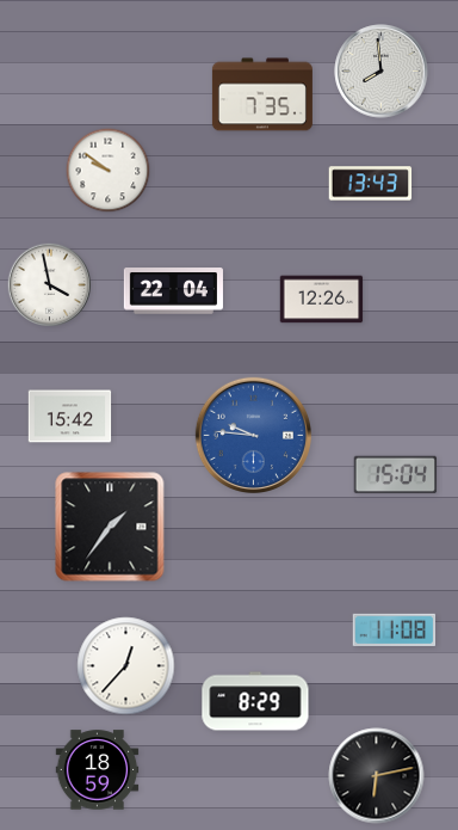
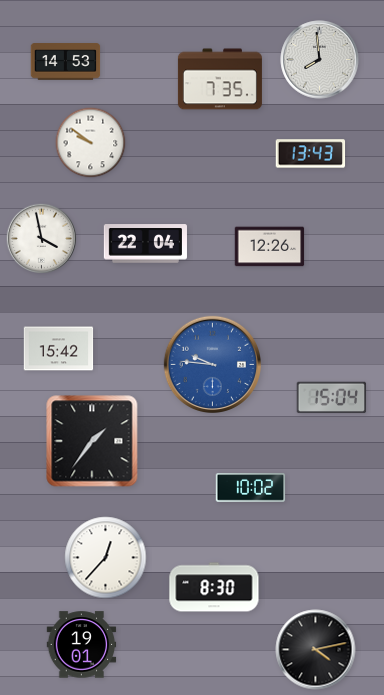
clock at (66, 62): none -> 14:53
clock at (322, 300) position: (322, 300) -> (270, 247)
clock at (251, 488): none -> 10:02
clock at (395, 629): 11:08 -> none
clock at (255, 701): 8:29 -> 8:30
clock at (98, 770): 18:59 -> 19:01
clock at (377, 776): 6:13 -> 4:13
